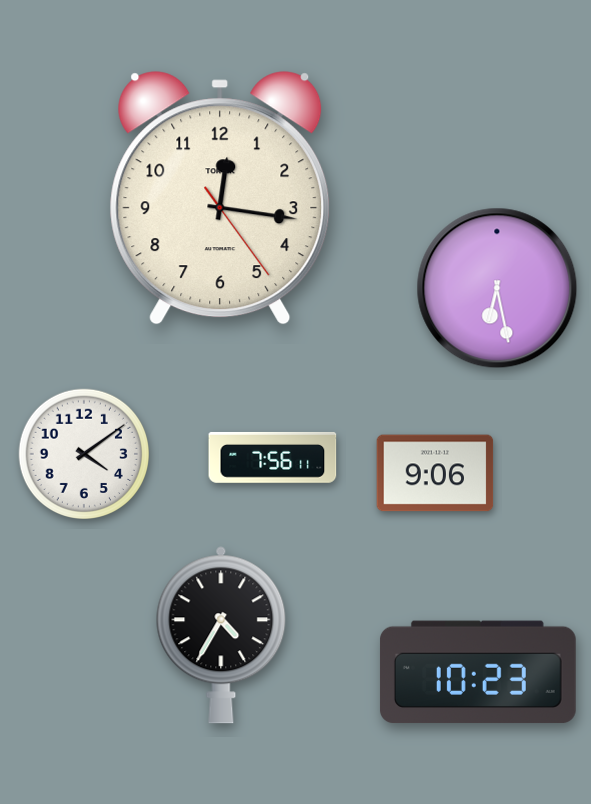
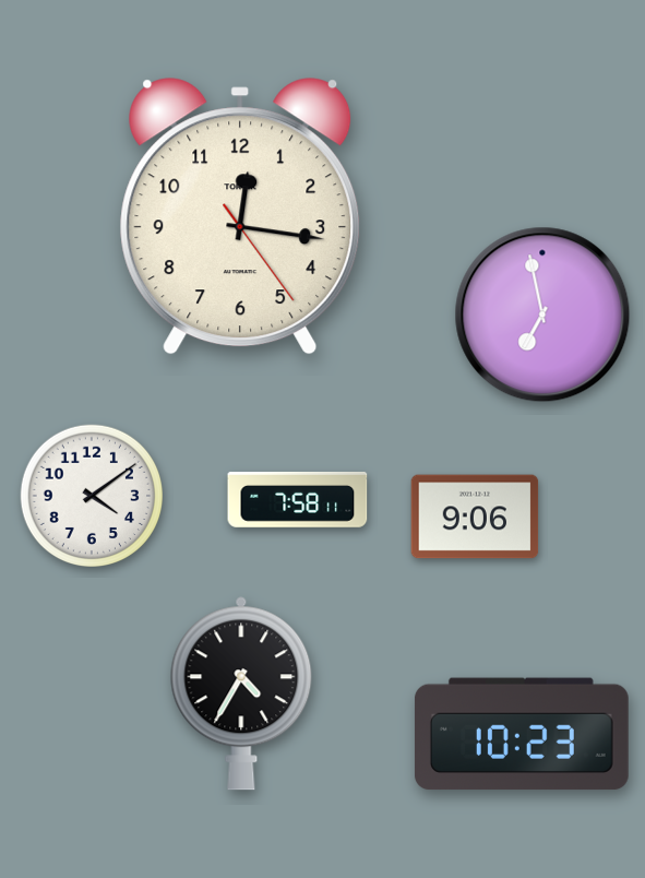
clock at (497, 288): 6:28 -> 6:58
clock at (273, 458): 7:56 -> 7:58
